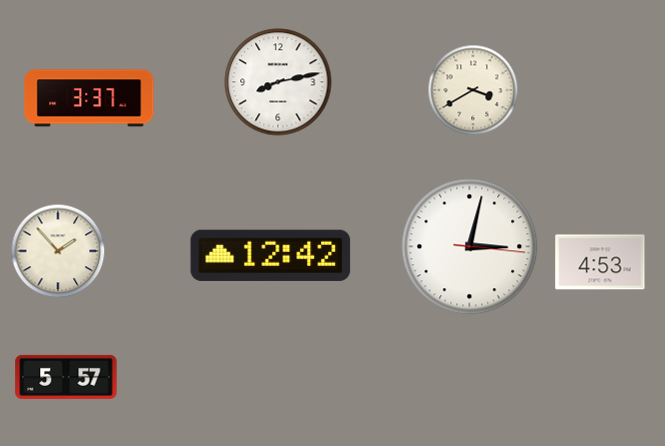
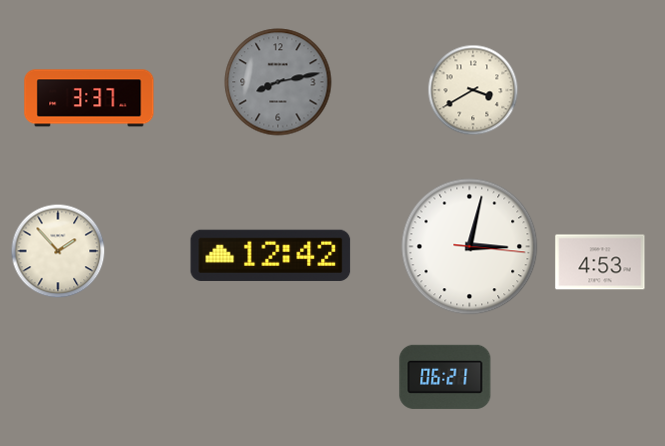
clock at (278, 82) dial: white -> grey
clock at (66, 377): 5:57 -> none
clock at (445, 377): none -> 06:21
